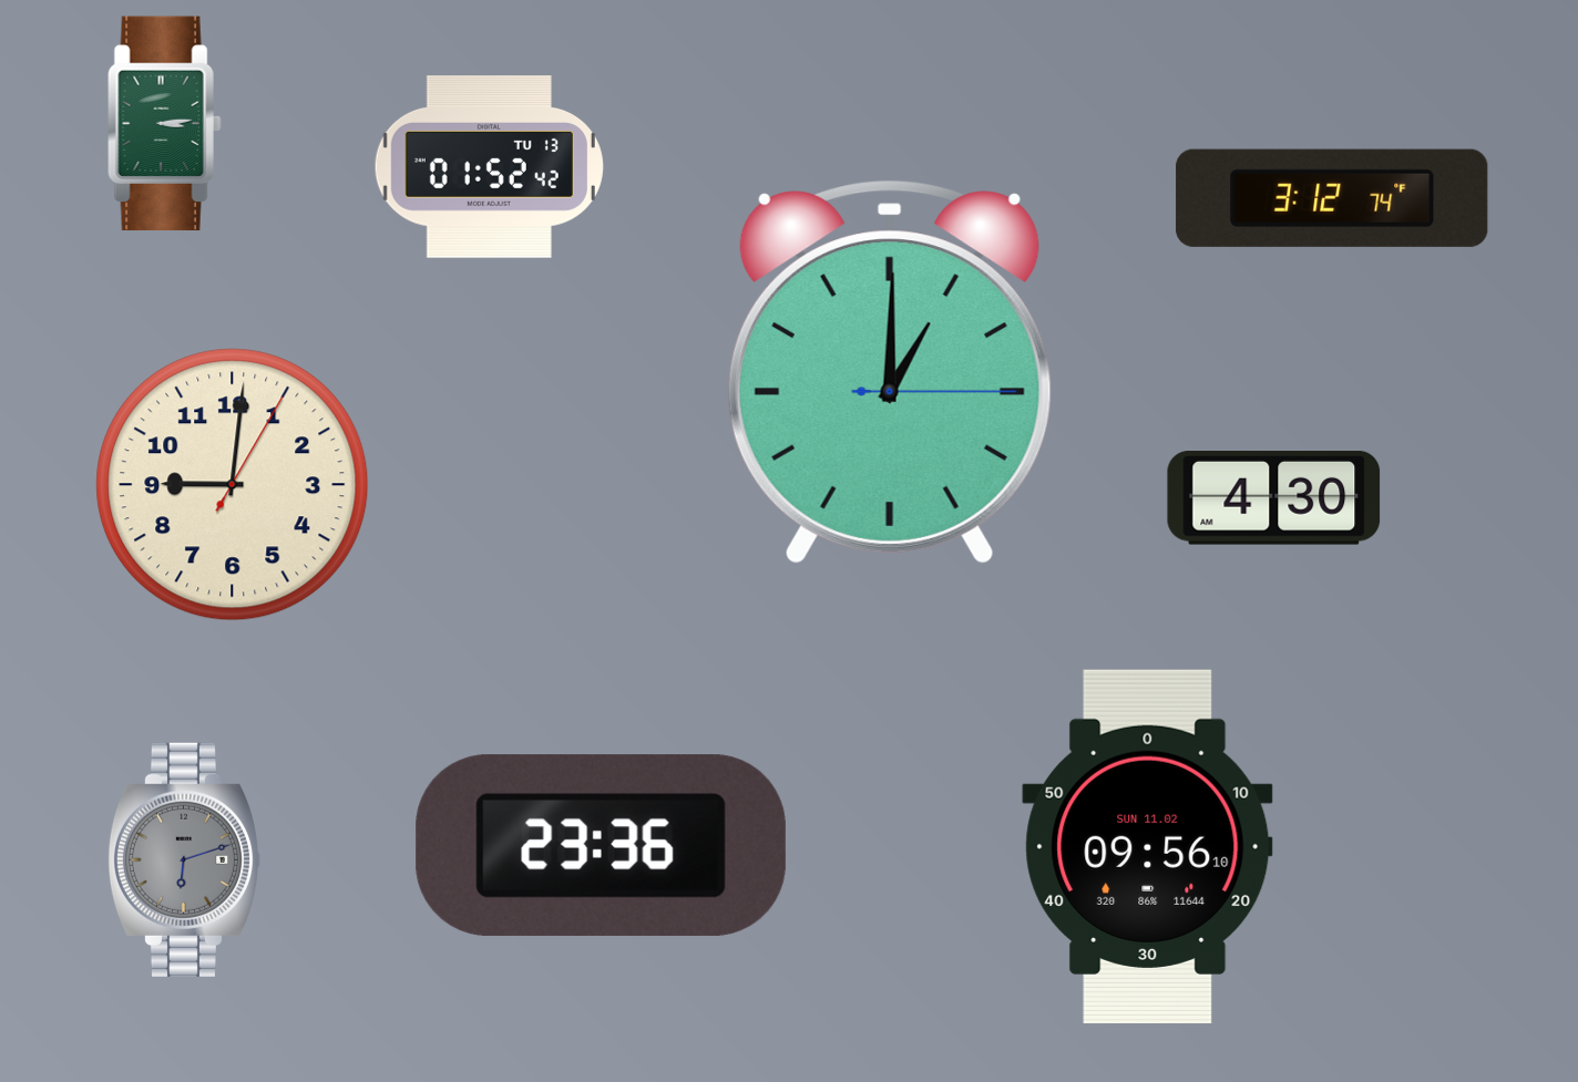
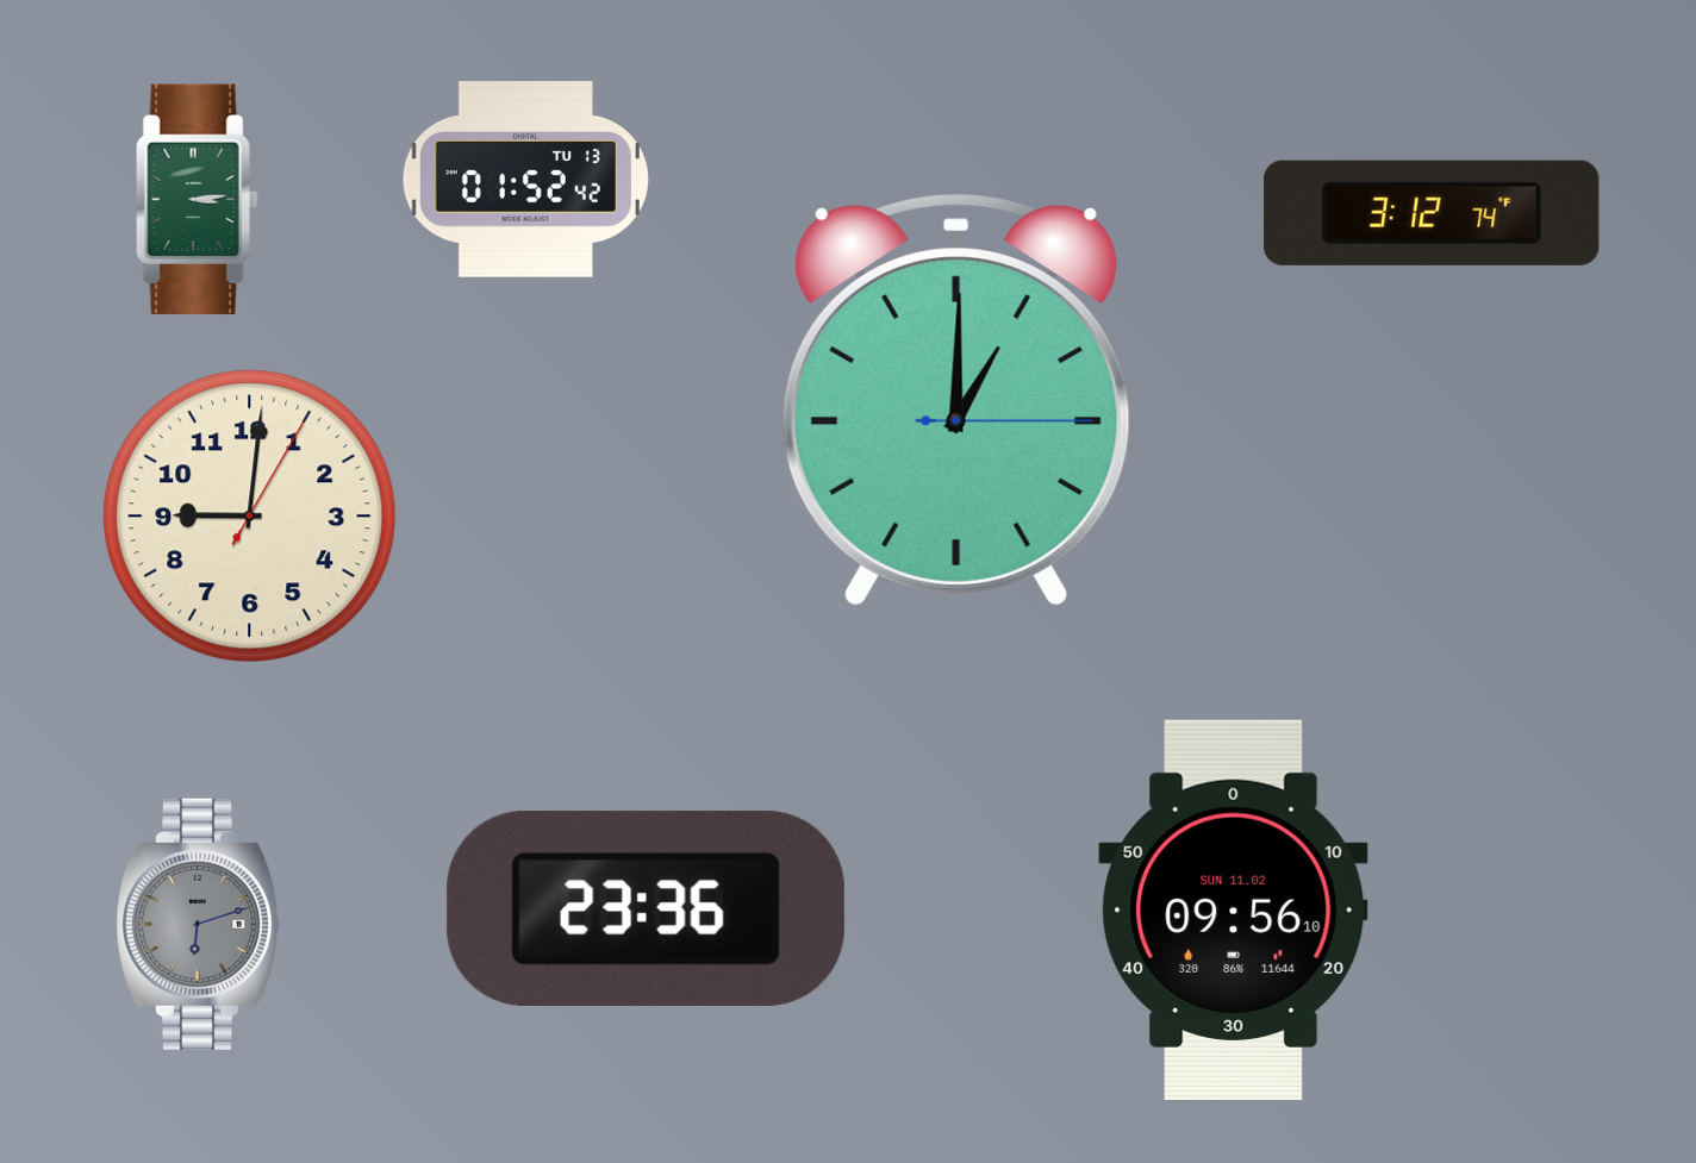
clock at (165, 124) position: (165, 124) -> (198, 200)
clock at (233, 485) position: (233, 485) -> (250, 517)
clock at (1274, 498): 4:30 -> none
